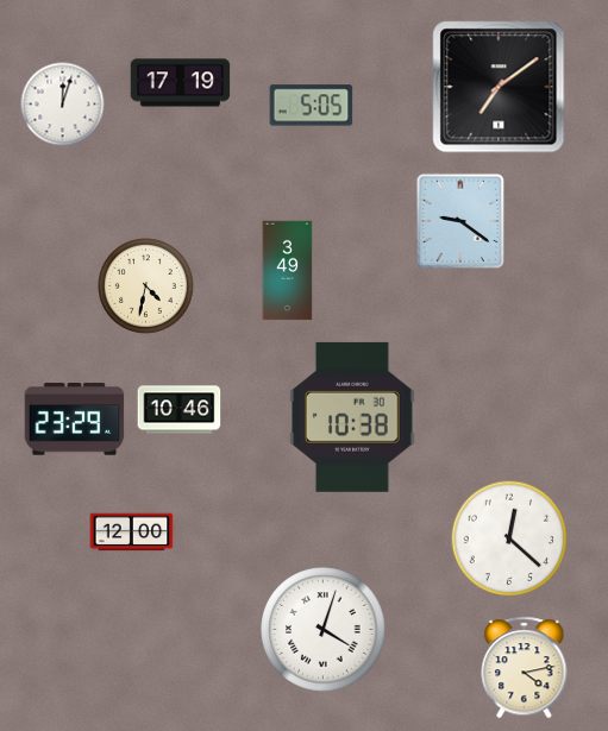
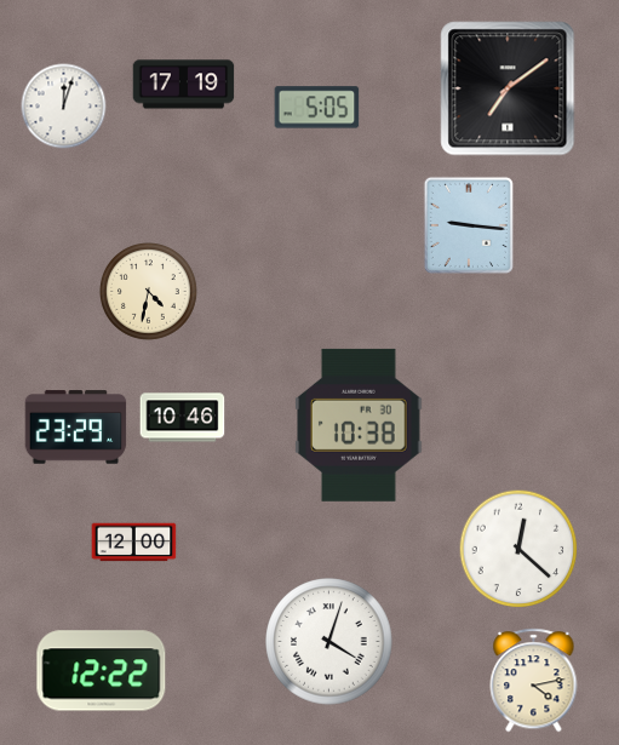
clock at (460, 221): 9:21 -> 9:16
clock at (288, 271): 3:49 -> none
clock at (102, 671): none -> 12:22
